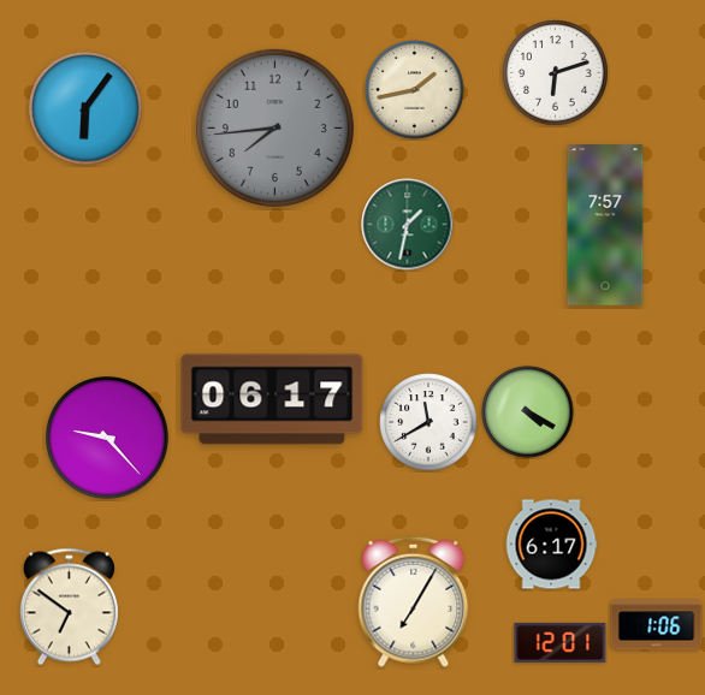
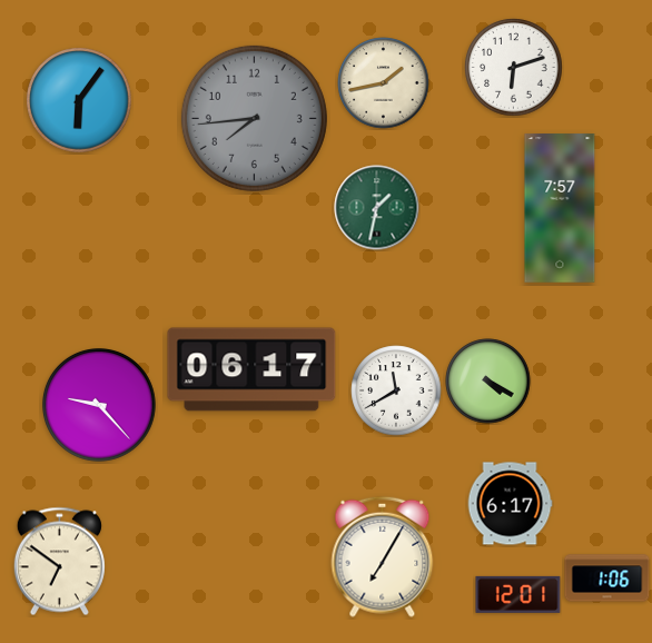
clock at (69, 607) position: (69, 607) -> (59, 562)
